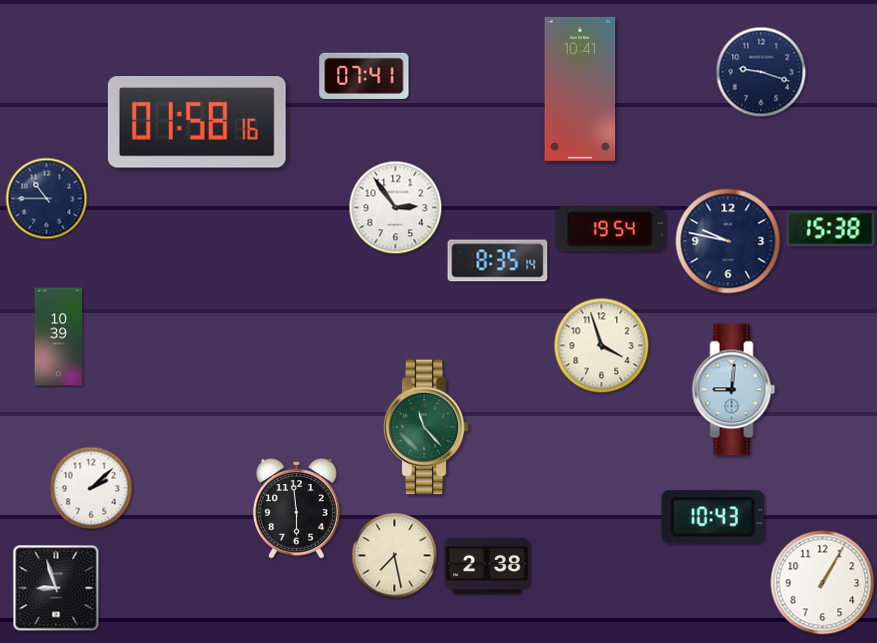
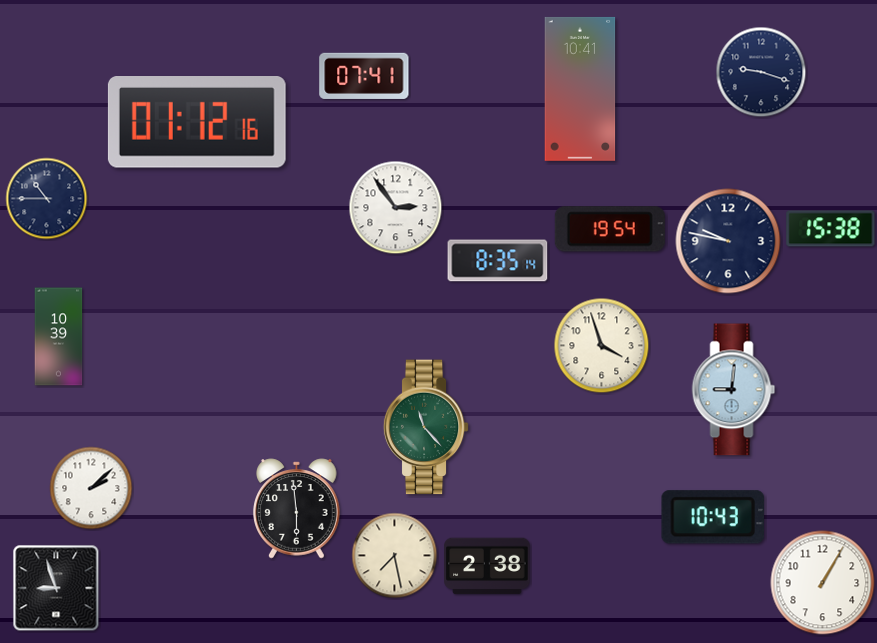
clock at (197, 123): 01:58 -> 01:12
